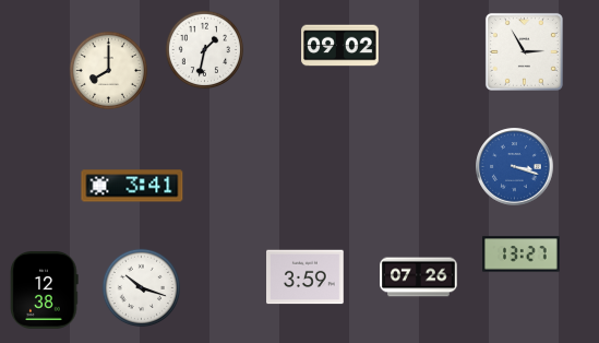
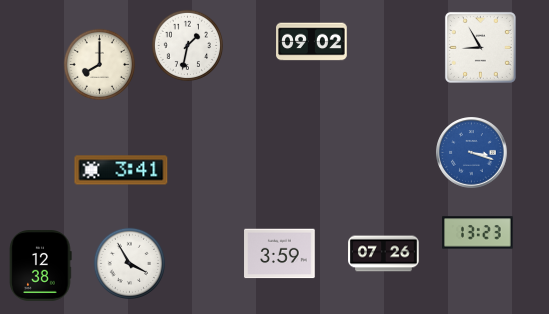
clock at (524, 51): 2:55 -> 8:55
clock at (522, 255): 13:27 -> 13:23
clock at (141, 287): 10:18 -> 3:55
